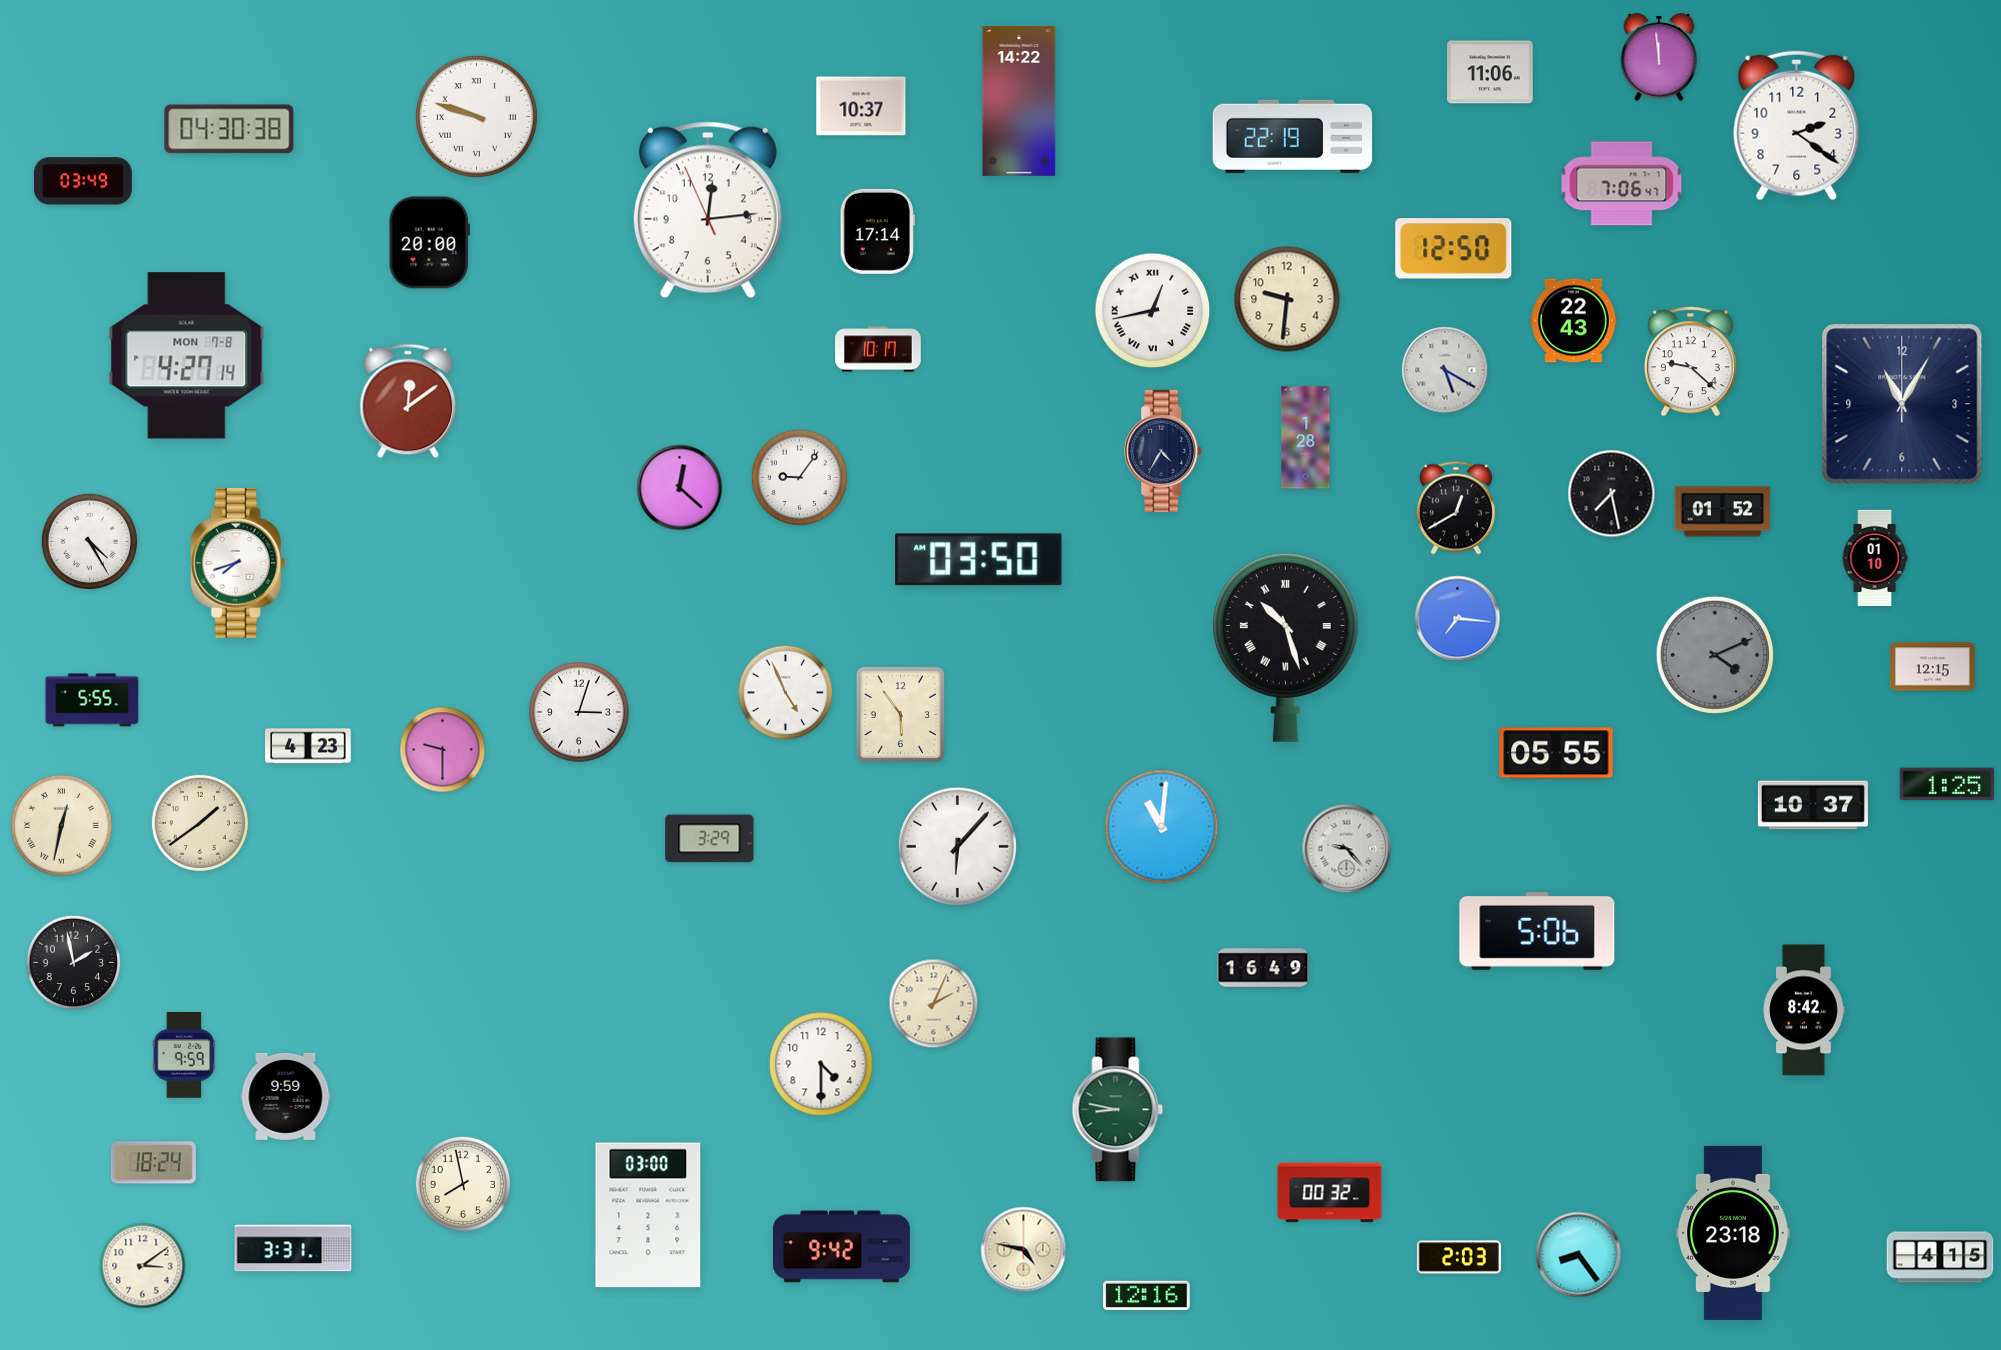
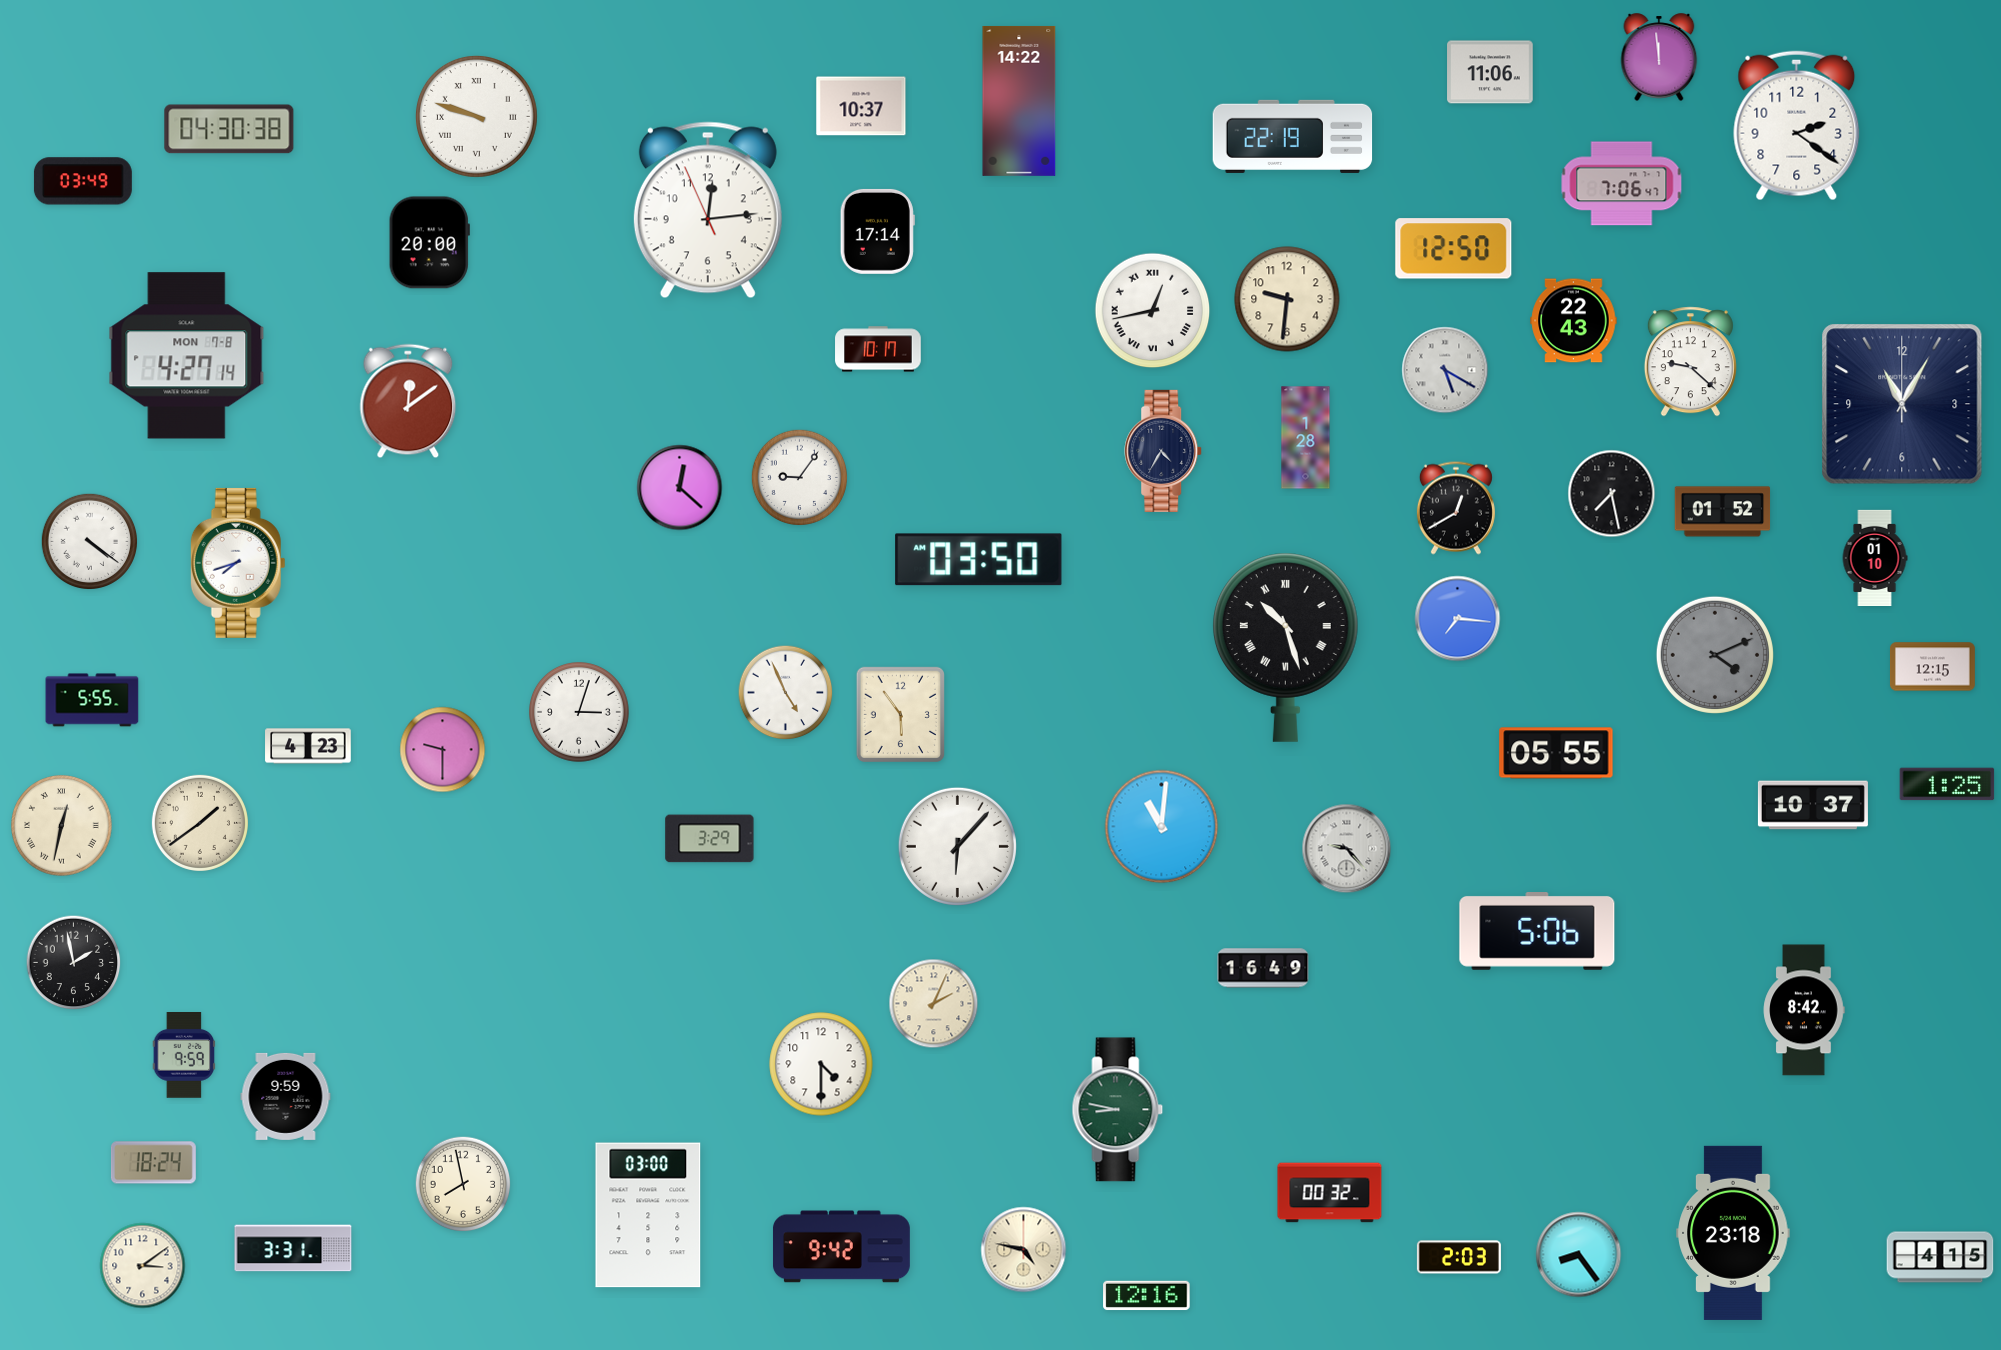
clock at (89, 541): 4:25 -> 4:21
